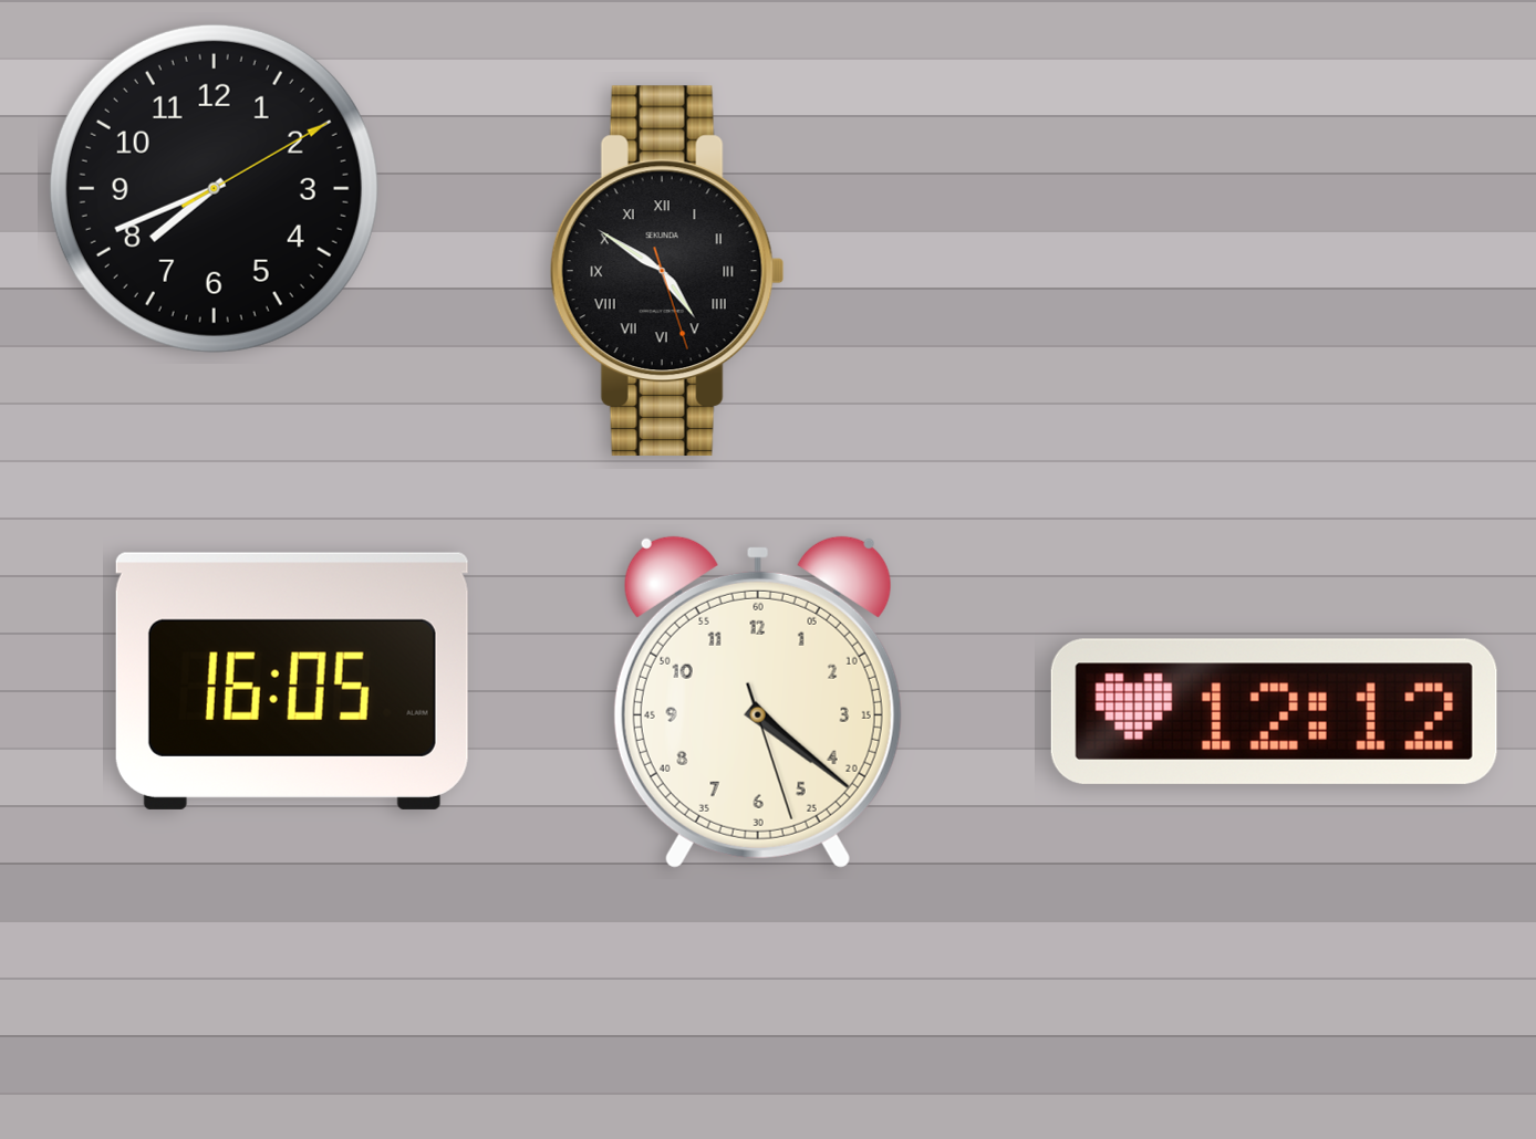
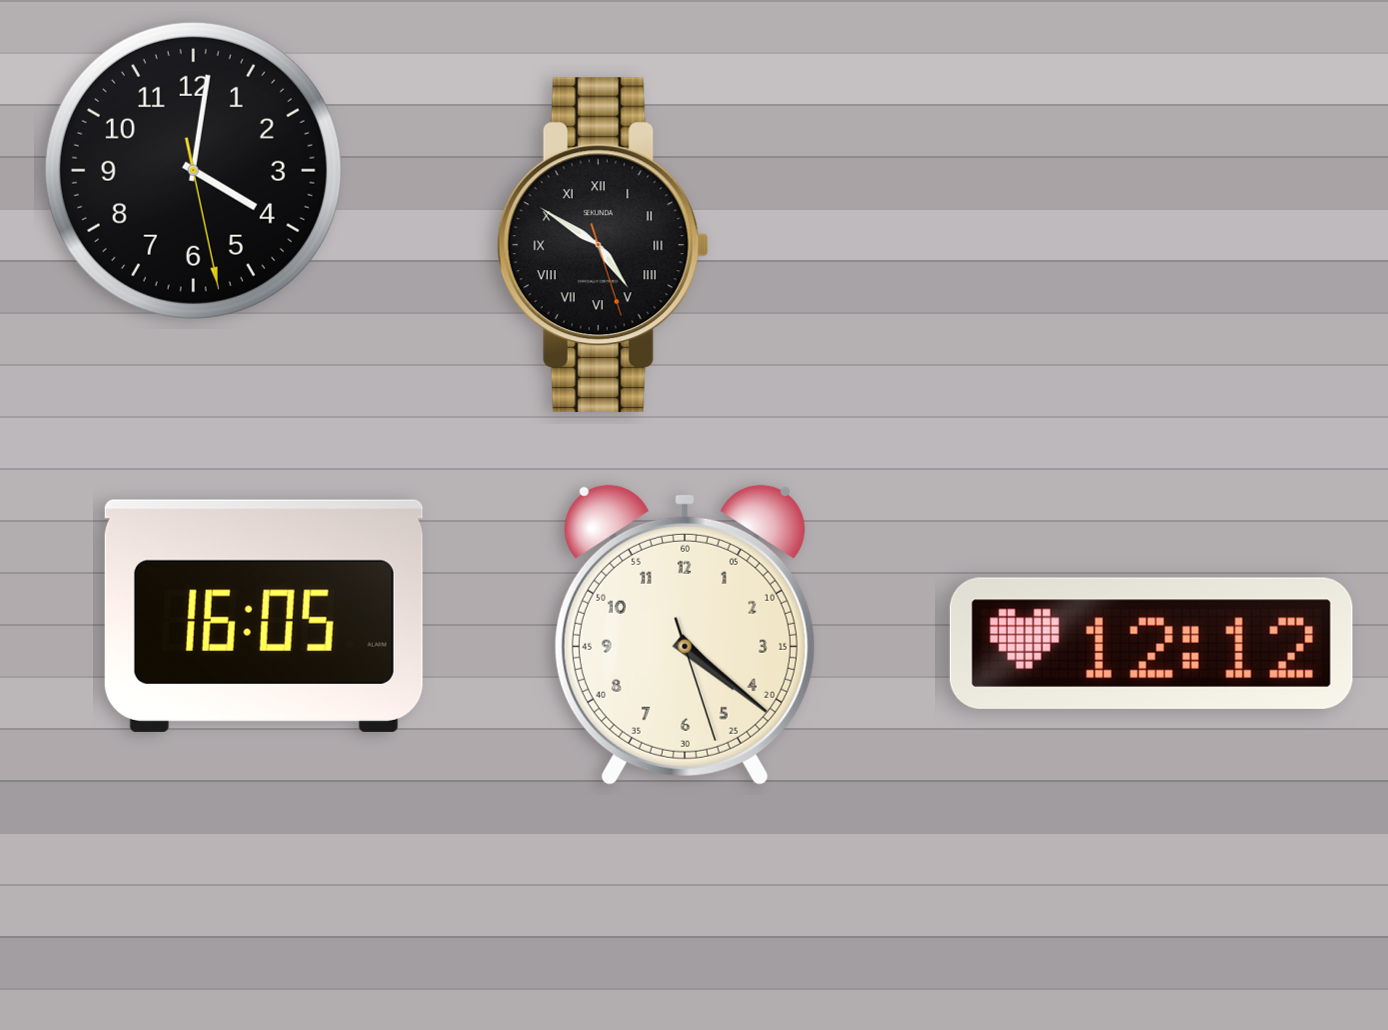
clock at (214, 188): 7:41 -> 4:01
